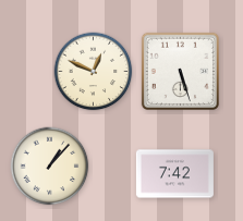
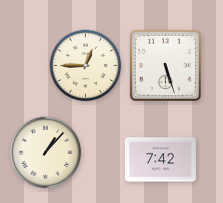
clock at (94, 72): 12:49 -> 12:45
